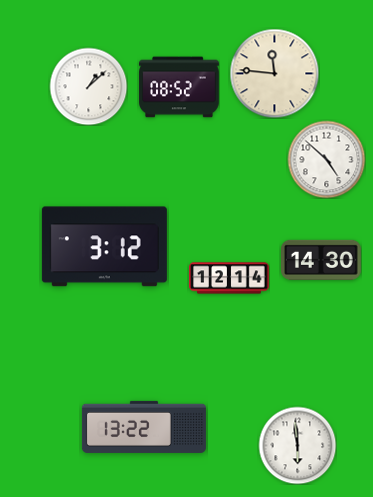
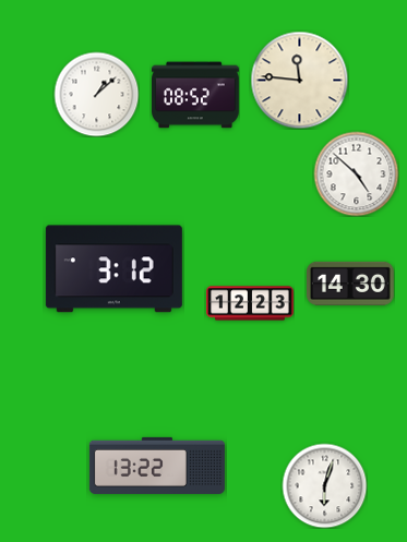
clock at (229, 278): 12:14 -> 12:23
clock at (297, 445): 5:59 -> 6:03
